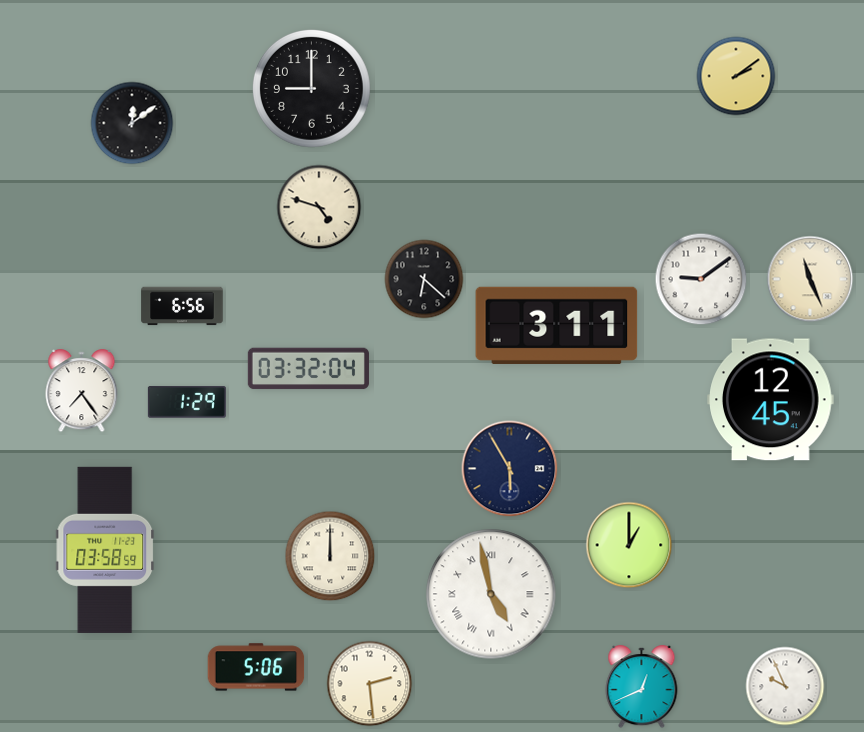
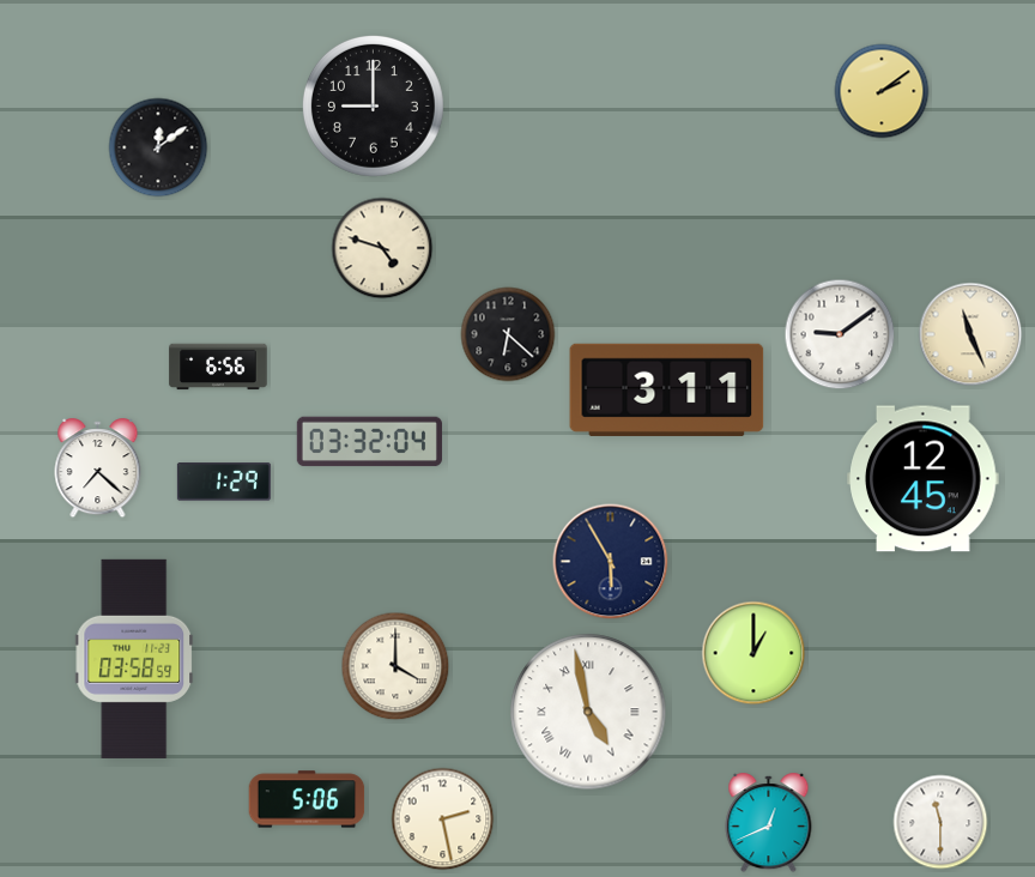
clock at (82, 391): 7:24 -> 7:22
clock at (105, 550) position: (105, 550) -> (134, 659)
clock at (330, 556): 12:00 -> 4:00
clock at (370, 684): 2:29 -> 2:28
clock at (785, 686): 9:56 -> 11:30
